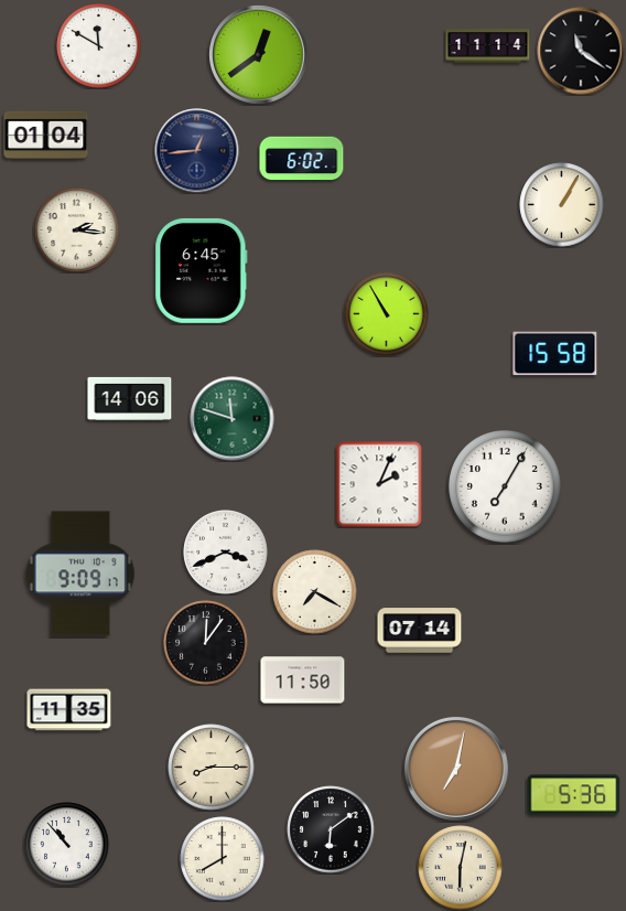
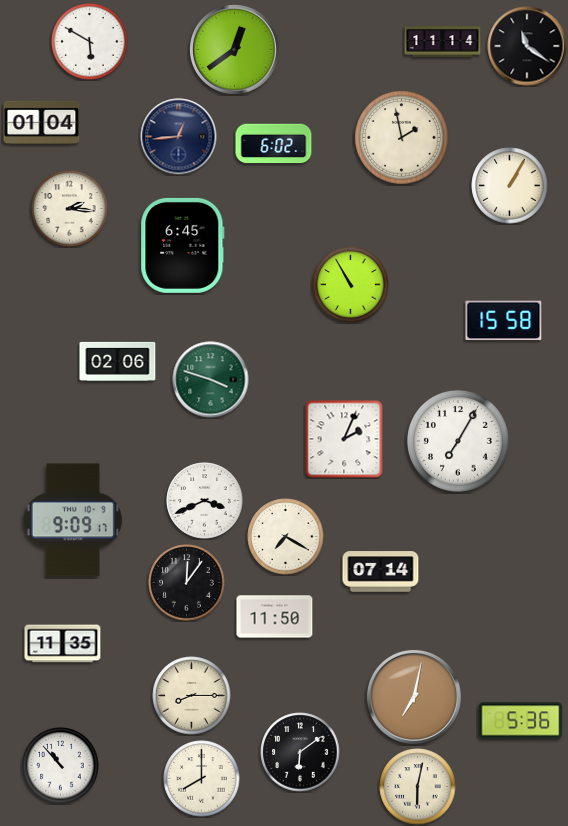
clock at (99, 46): 11:50 -> 5:50
clock at (402, 138): none -> 1:58
clock at (130, 398): 14:06 -> 02:06
clock at (233, 419): 11:48 -> 3:48
